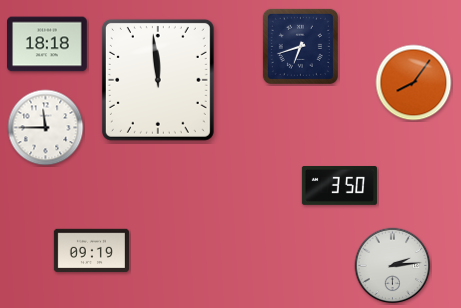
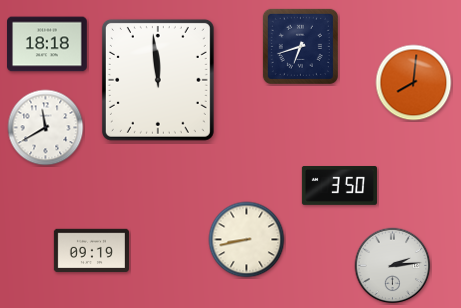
clock at (414, 83): 8:06 -> 8:01
clock at (46, 128): 11:45 -> 11:40
clock at (247, 240): none -> 8:43
